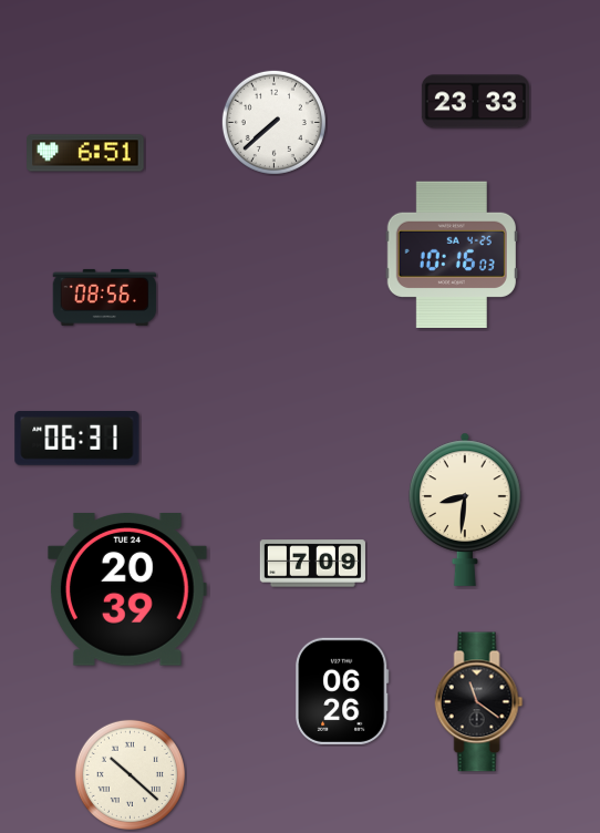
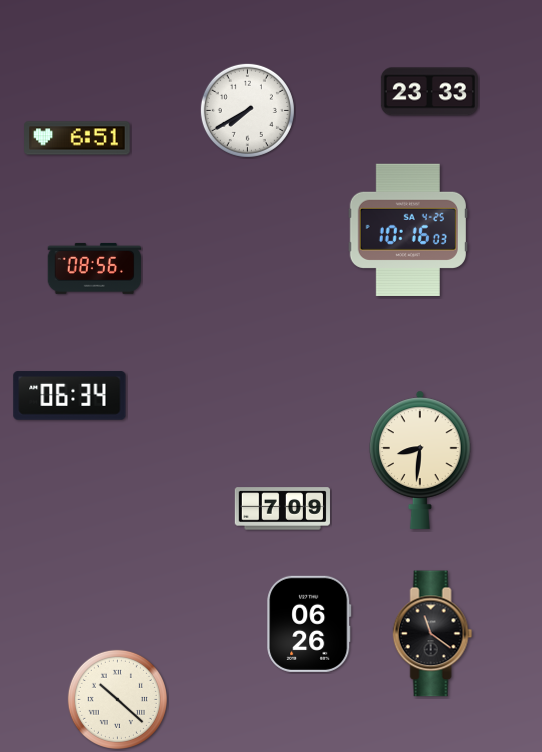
clock at (273, 122): 7:38 -> 7:40
clock at (77, 439): 06:31 -> 06:34
clock at (127, 590): 20:39 -> none
